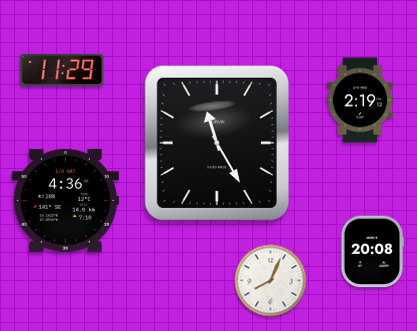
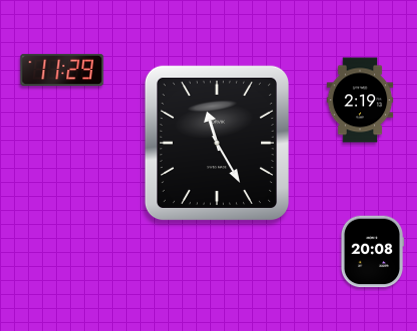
clock at (65, 200): 4:36 -> none
clock at (271, 281): 8:04 -> none
